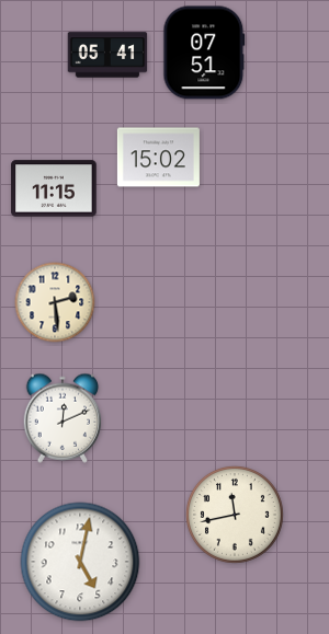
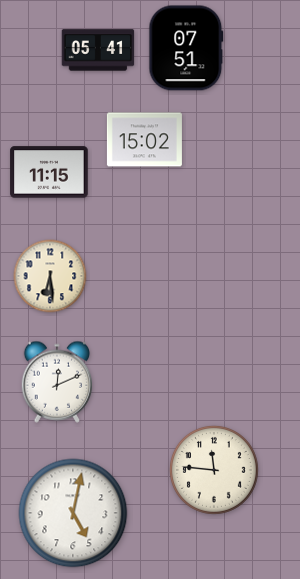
clock at (158, 158) position: (158, 158) -> (144, 140)
clock at (55, 302): 2:29 -> 6:29
clock at (235, 515): 11:43 -> 11:46
